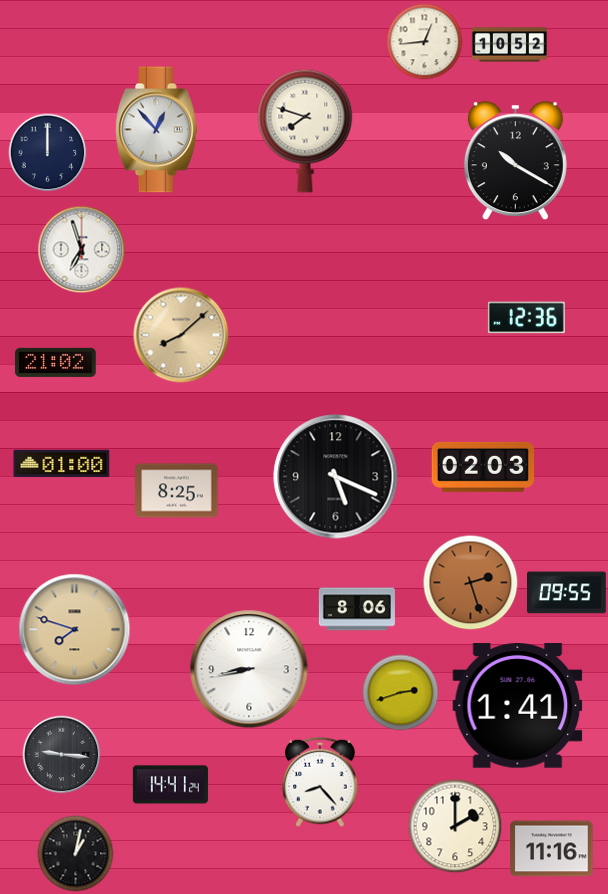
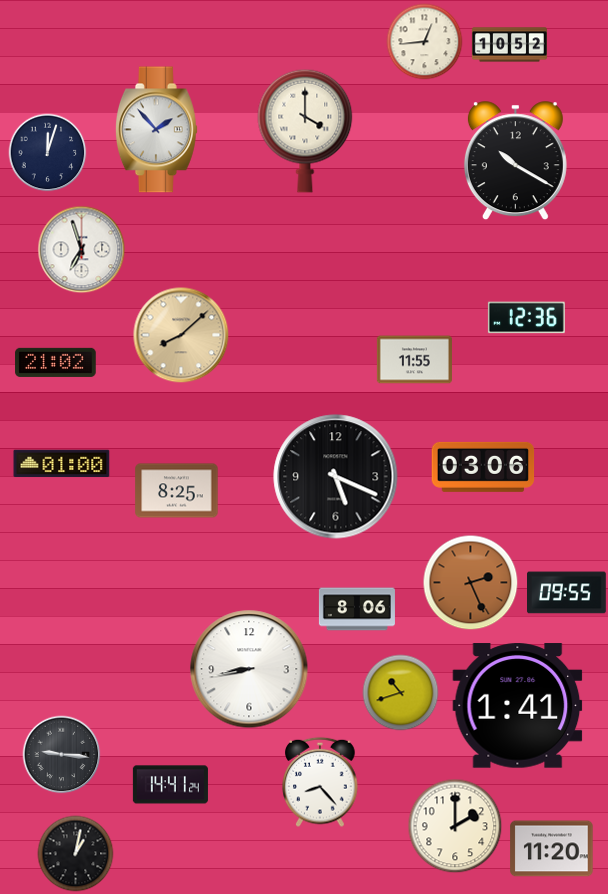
clock at (156, 130): 12:53 -> 1:53
clock at (305, 131): 7:48 -> 4:00
clock at (48, 153): 12:00 -> 12:03
clock at (414, 360): none -> 11:55
clock at (483, 467): 02:03 -> 03:06
clock at (471, 583): 2:27 -> 2:26
clock at (75, 630): 7:48 -> none
clock at (401, 693): 2:42 -> 10:42
clock at (552, 849): 11:16 -> 11:20
